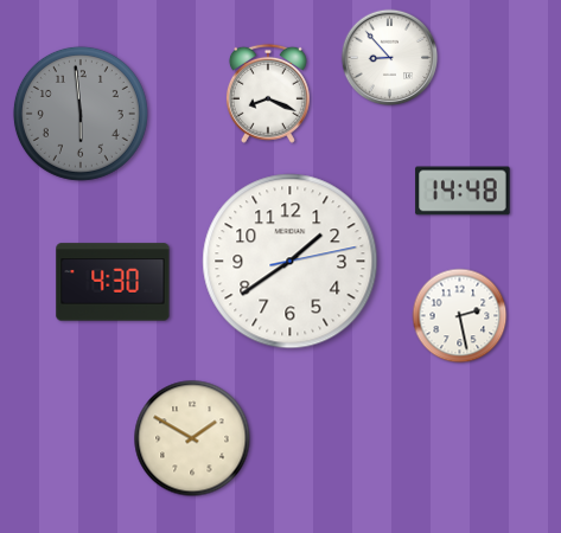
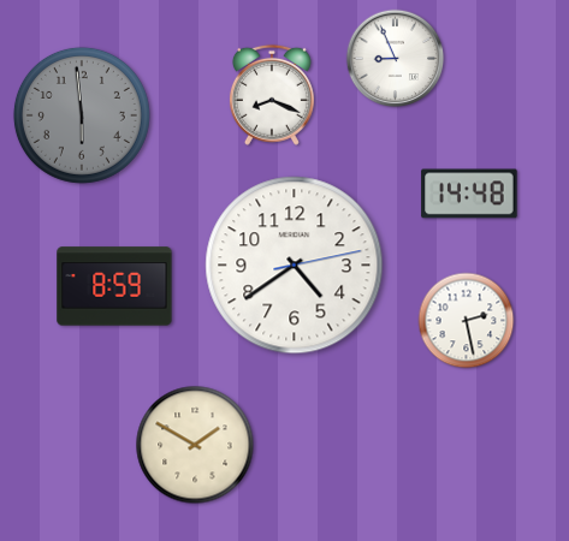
clock at (390, 58): 8:53 -> 8:56
clock at (291, 262): 1:39 -> 4:39
clock at (113, 282): 4:30 -> 8:59
